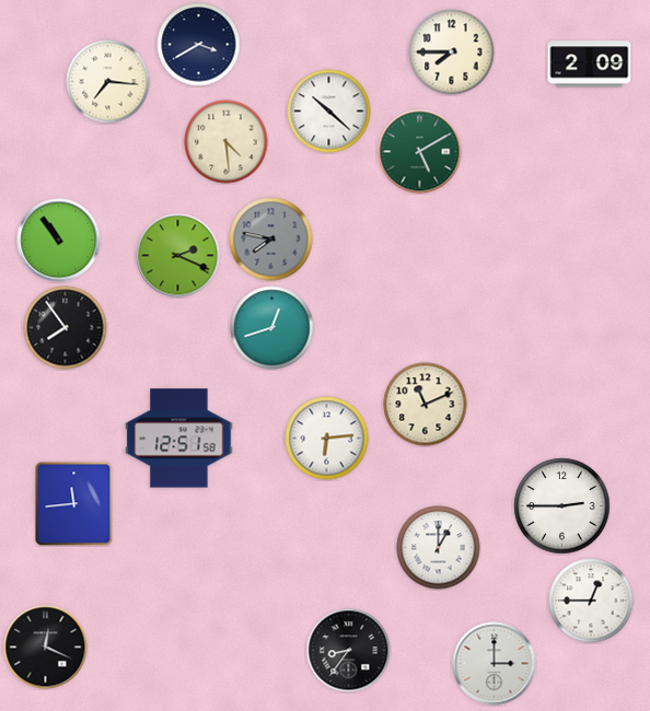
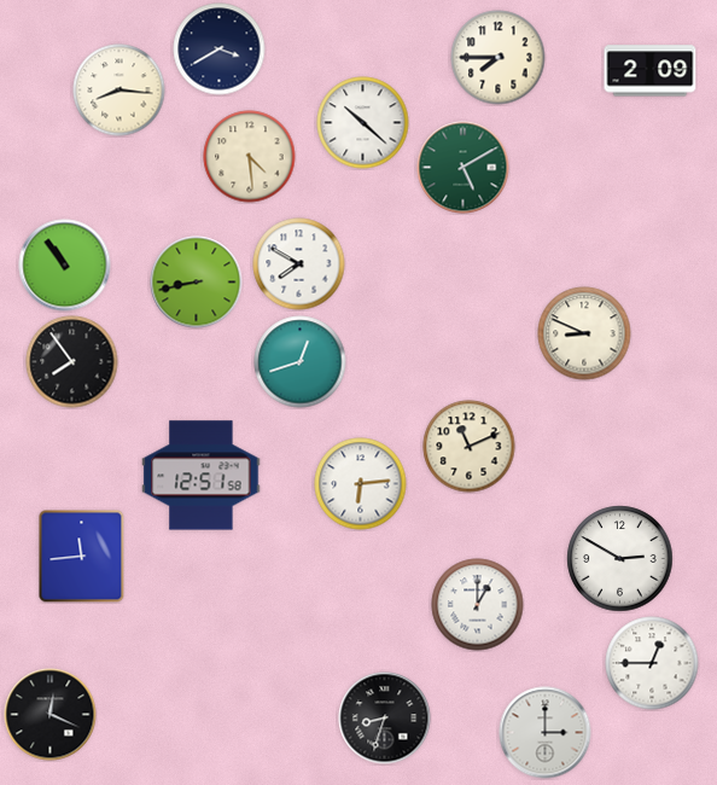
clock at (108, 82): 7:16 -> 8:16
clock at (271, 240): 7:47 -> 7:50
clock at (271, 240) dial: grey -> white
clock at (178, 256): 2:19 -> 8:43
clock at (584, 333): none -> 8:49
clock at (179, 439) position: (179, 439) -> (202, 476)
clock at (562, 506): 2:45 -> 2:50
clock at (439, 548) position: (439, 548) -> (478, 605)
clock at (349, 651): 8:36 -> 8:33
